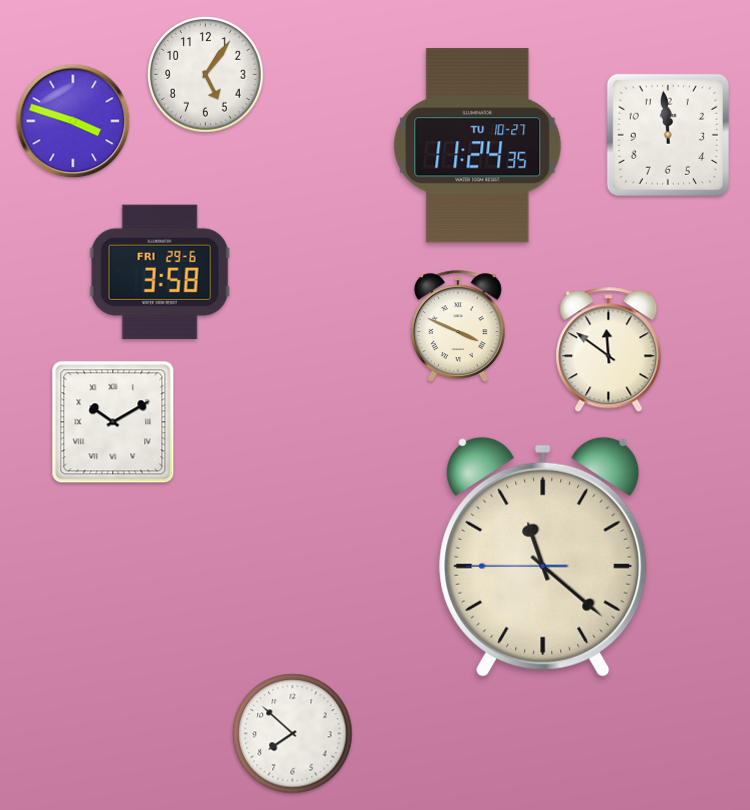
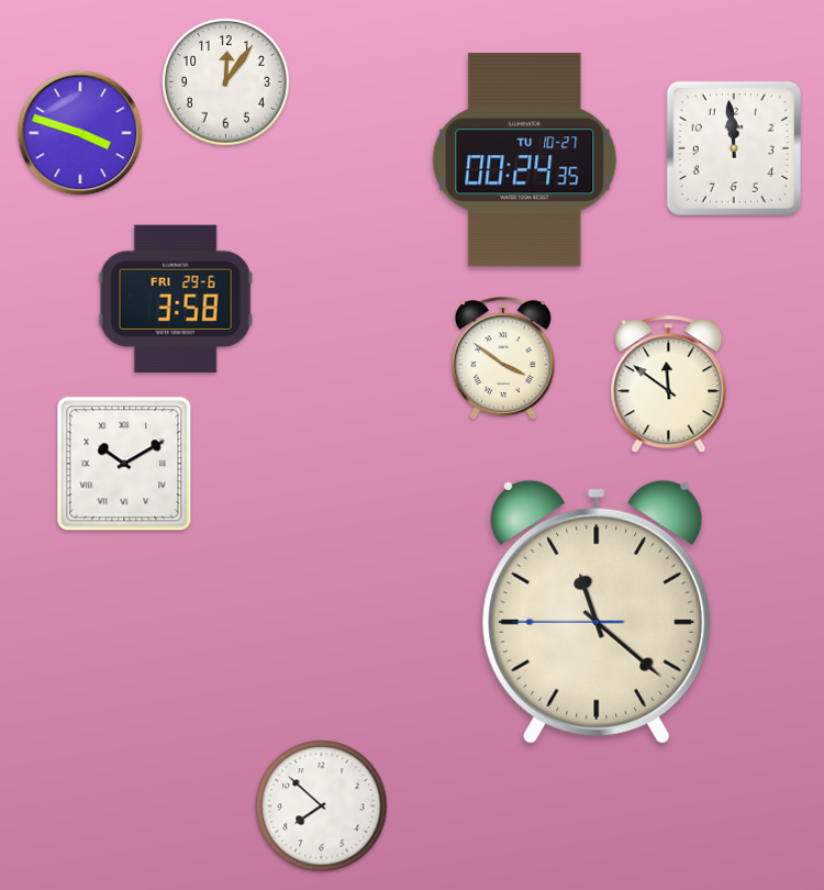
clock at (206, 75): 5:06 -> 12:06
clock at (478, 146): 11:24 -> 00:24
clock at (459, 326): 3:49 -> 3:51
